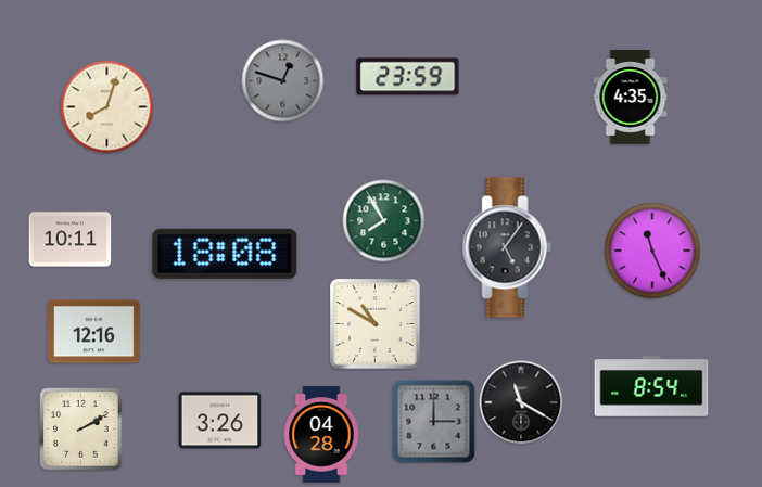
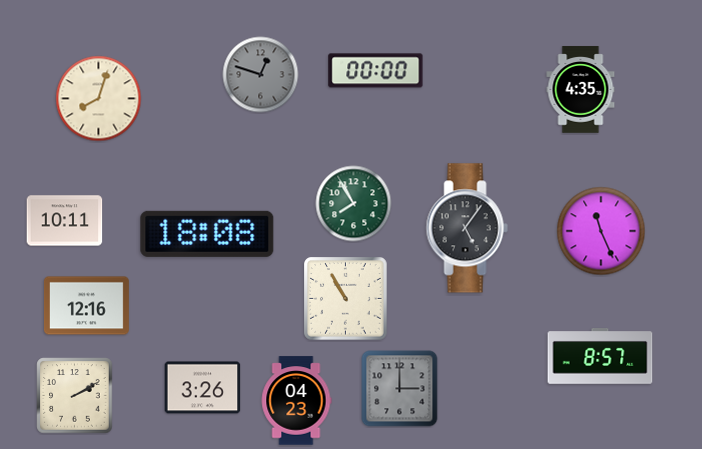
clock at (408, 77): 23:59 -> 00:00
clock at (376, 324): 10:50 -> 10:55
clock at (651, 386): 8:54 -> 8:57
clock at (521, 402): 11:20 -> none
clock at (321, 435): 04:28 -> 04:23
